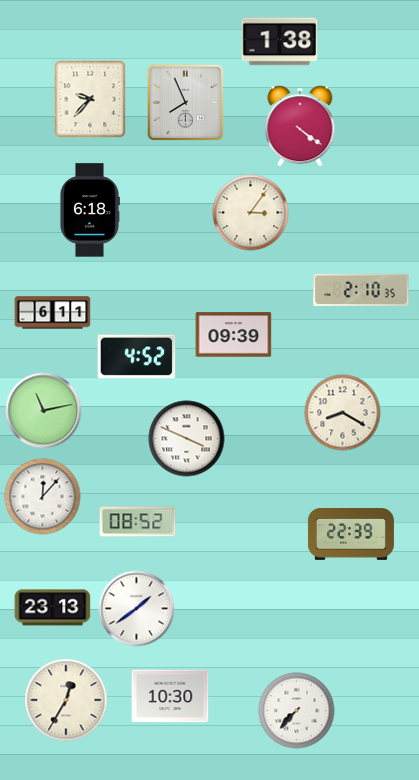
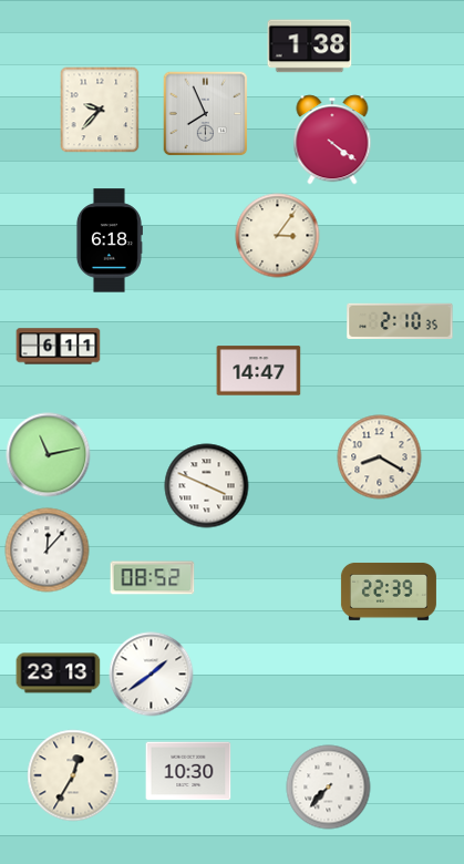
clock at (89, 210) position: (89, 210) -> (109, 240)
clock at (234, 335): 09:39 -> 14:47
clock at (137, 357): 4:52 -> none
